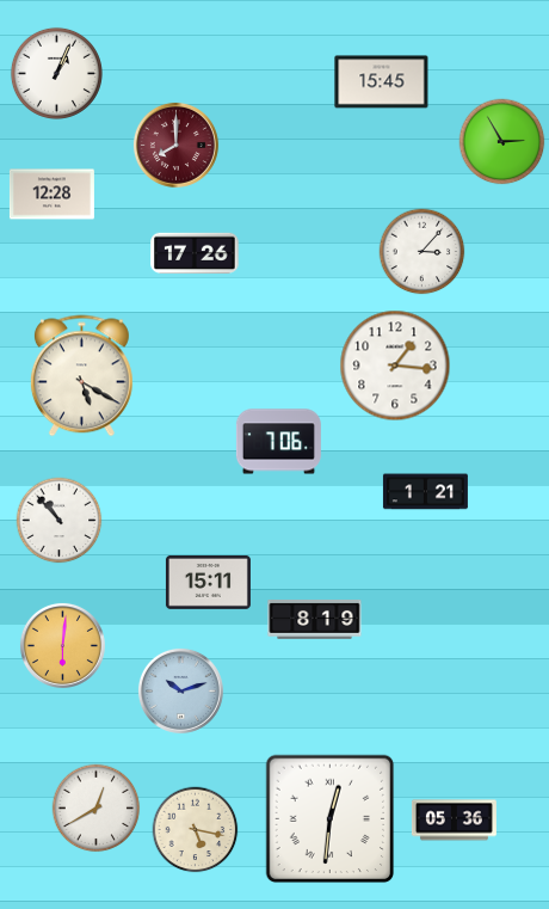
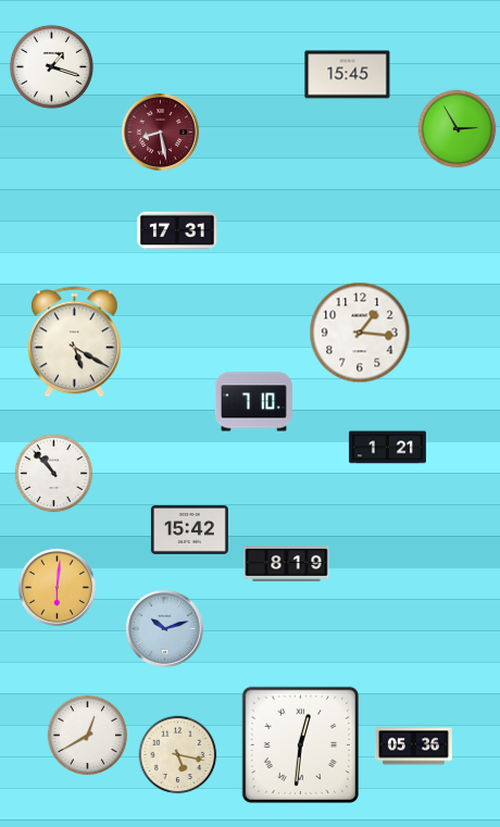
clock at (56, 73): 1:04 -> 1:18
clock at (175, 145): 8:00 -> 8:28
clock at (51, 195): 12:28 -> none
clock at (422, 252): 3:07 -> none
clock at (195, 253): 17:26 -> 17:31
clock at (278, 442): 7:06 -> 7:10
clock at (208, 582): 15:11 -> 15:42
